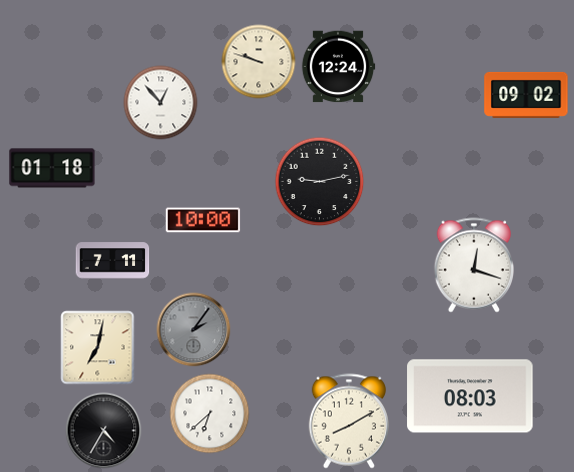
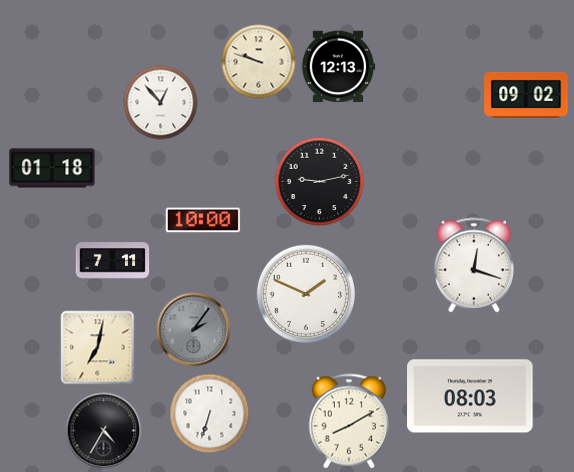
clock at (338, 67): 12:24 -> 12:13
clock at (305, 293): none -> 1:49
clock at (210, 414): 6:38 -> 6:33
